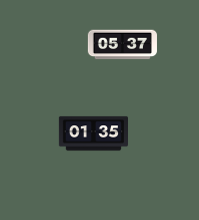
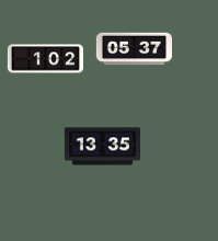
clock at (45, 59): none -> 1:02
clock at (93, 134): 01:35 -> 13:35
